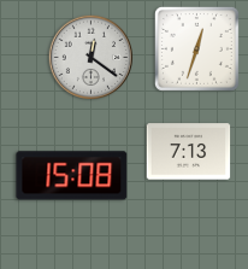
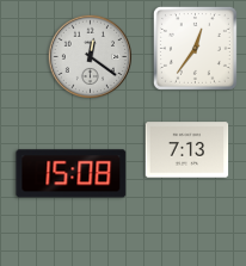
clock at (196, 48): 12:33 -> 12:36
